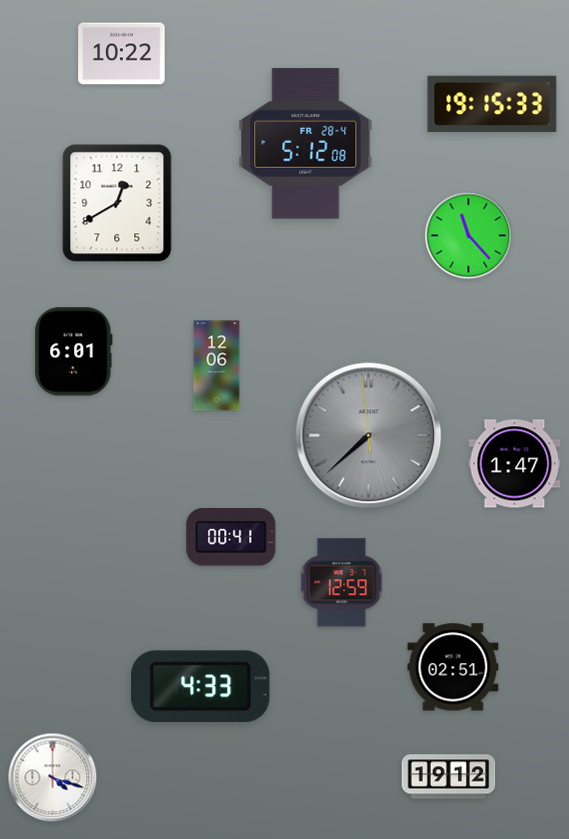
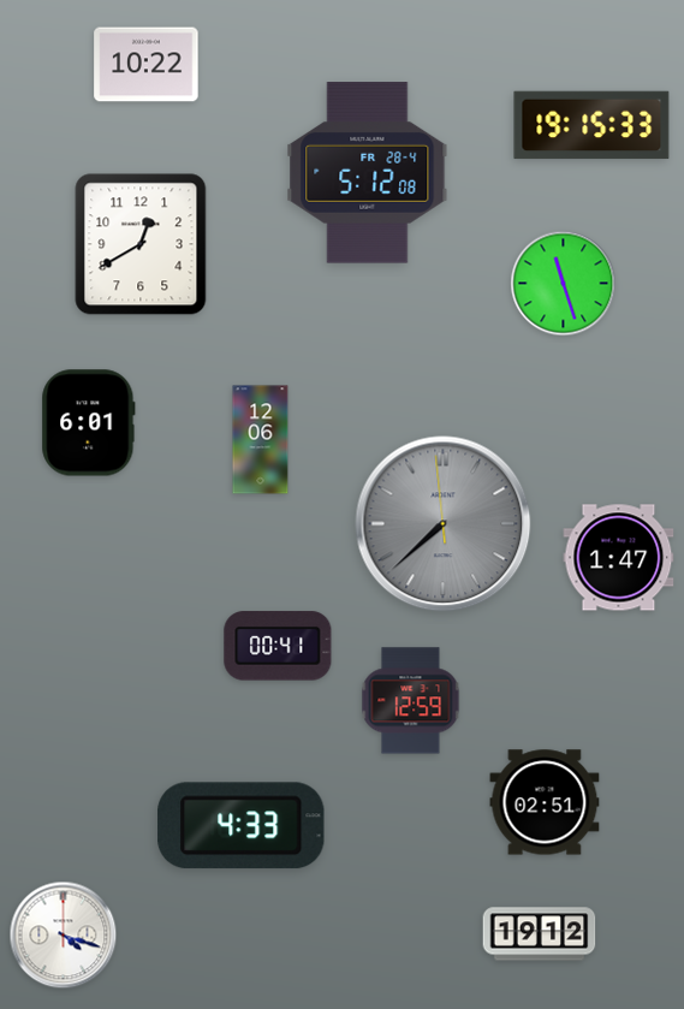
clock at (469, 236): 11:23 -> 11:27
